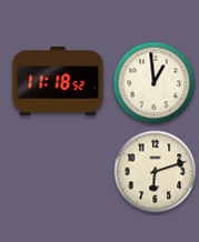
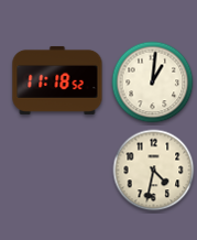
clock at (155, 83): 12:59 -> 1:01
clock at (156, 172): 6:12 -> 4:32
